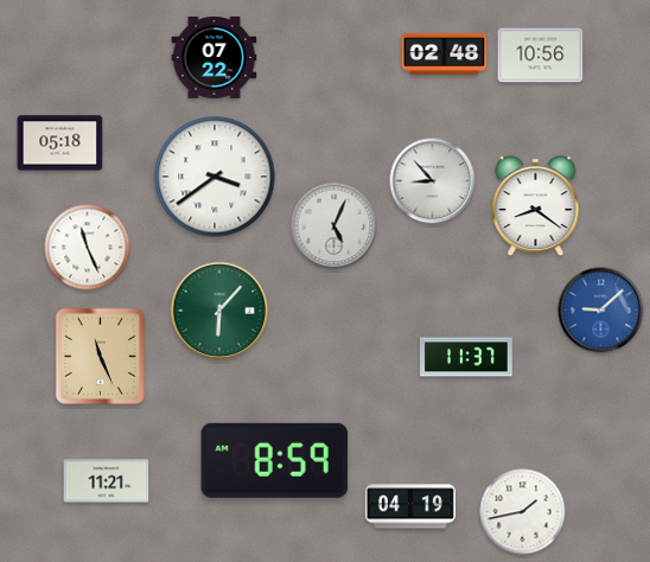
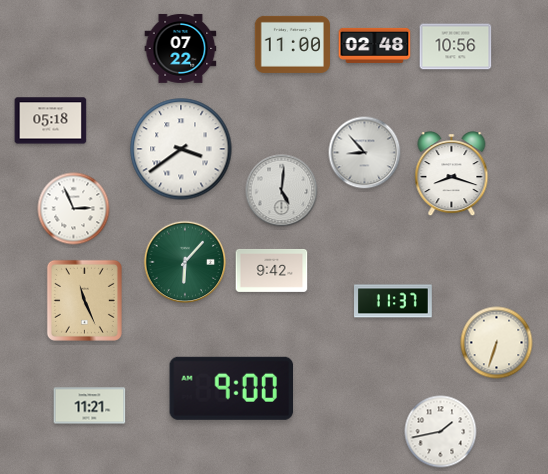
clock at (292, 44): none -> 11:00
clock at (536, 206): 8:21 -> 8:18
clock at (334, 226): 5:04 -> 5:01
clock at (88, 248): 11:26 -> 2:56
clock at (601, 311): 9:08 -> none
clock at (272, 270): none -> 9:42
clock at (497, 343): none -> 6:33
clock at (274, 460): 8:59 -> 9:00
clock at (410, 506): 04:19 -> none
